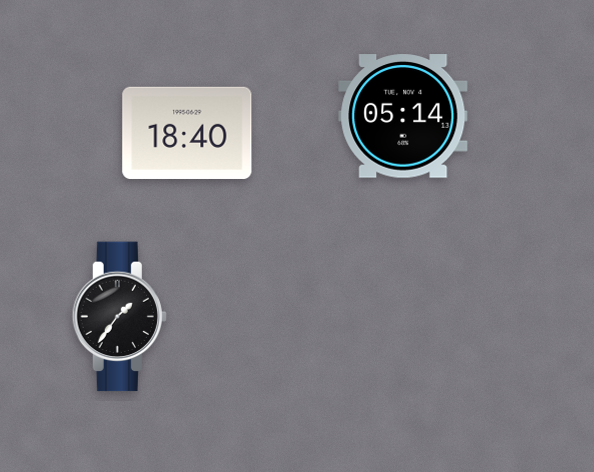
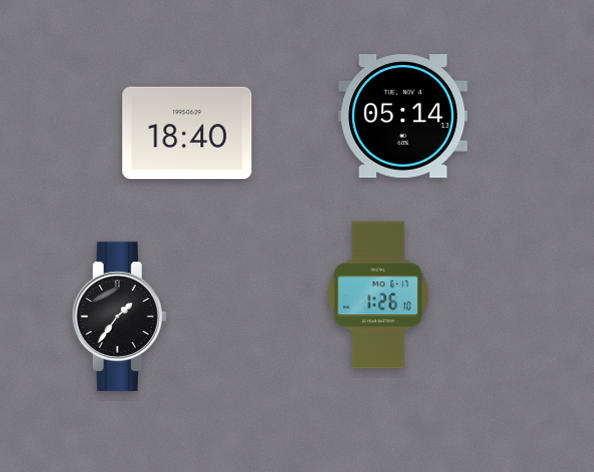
clock at (378, 295): none -> 1:26
